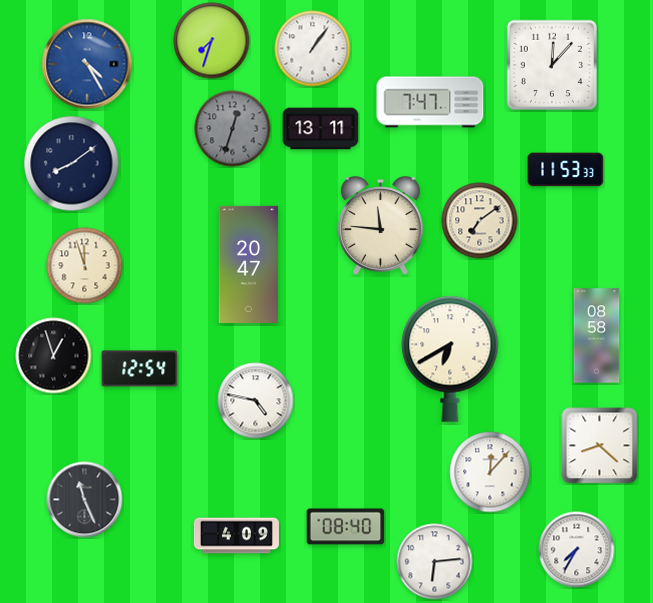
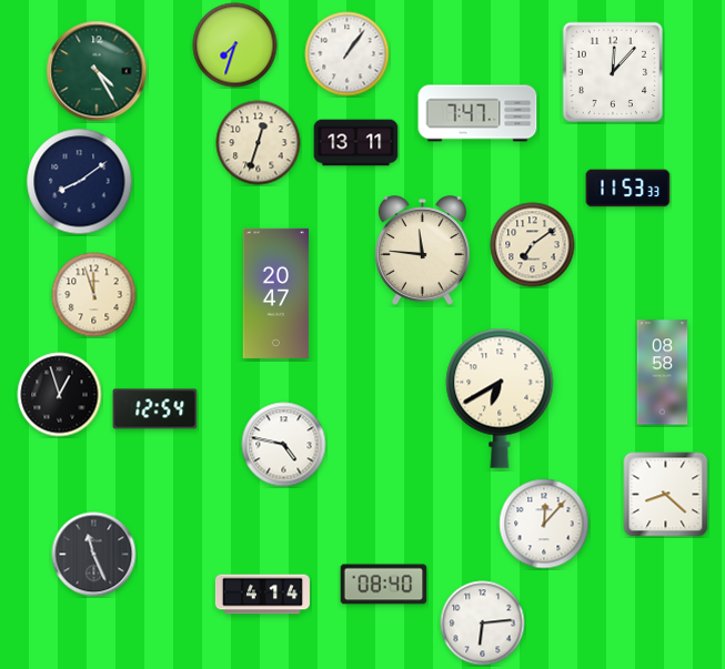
clock at (87, 64) dial: blue -> green
clock at (233, 129) dial: grey -> cream
clock at (236, 536): 4:09 -> 4:14
clock at (577, 550): 7:35 -> none
